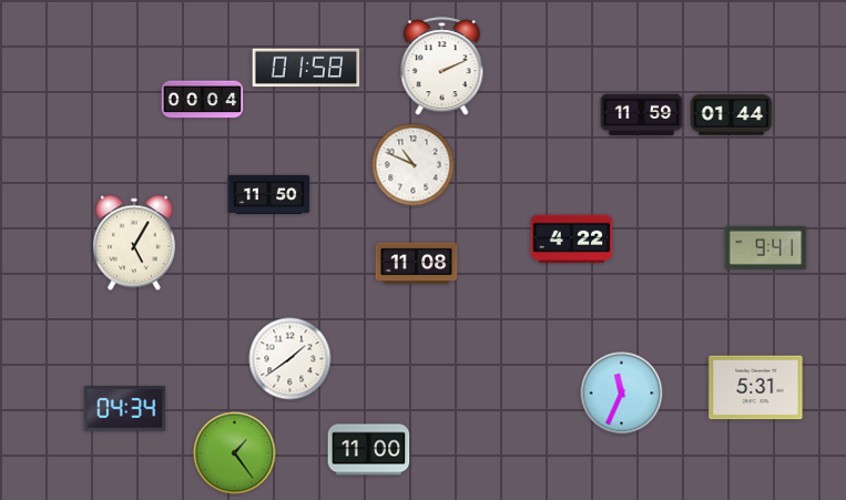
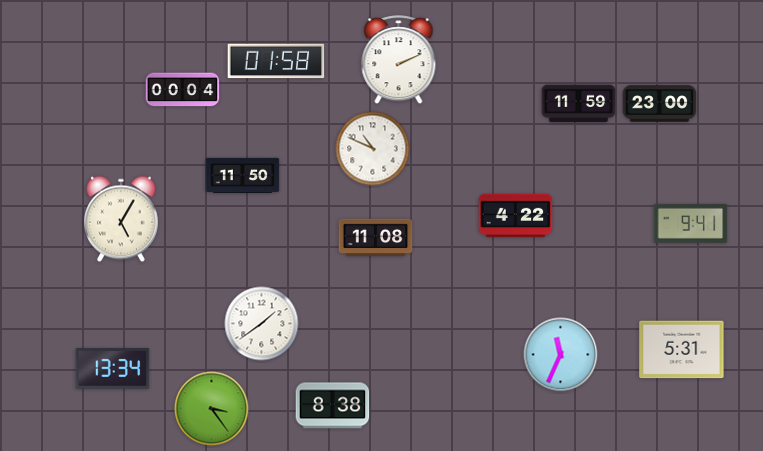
clock at (732, 115): 01:44 -> 23:00
clock at (125, 409): 04:34 -> 13:34
clock at (369, 450): 11:00 -> 8:38
clock at (235, 453): 1:24 -> 3:24
